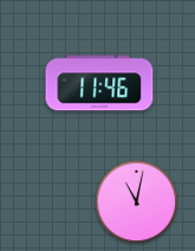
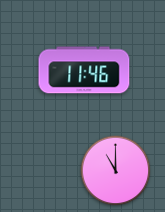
clock at (137, 202): 11:02 -> 11:00
